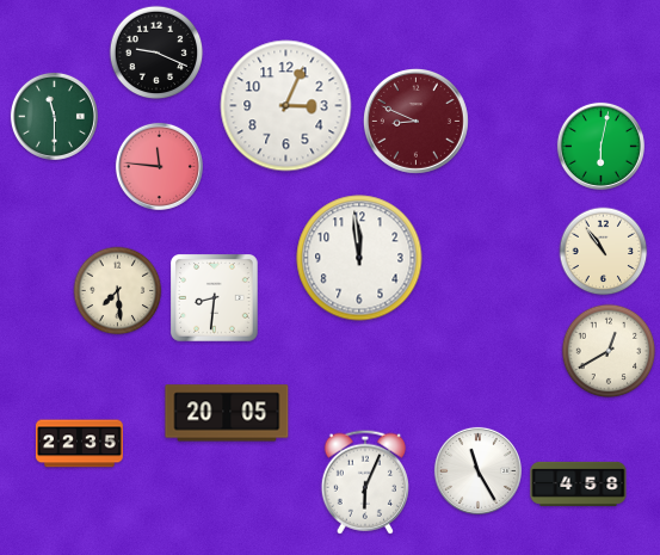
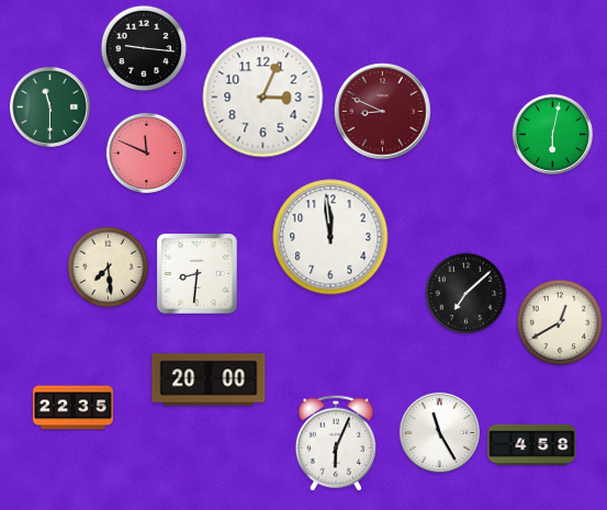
clock at (156, 53): 9:19 -> 9:16
clock at (159, 166): 11:46 -> 11:49
clock at (604, 252): 10:54 -> none
clock at (467, 294): none -> 7:08
clock at (227, 413): 20:05 -> 20:00
